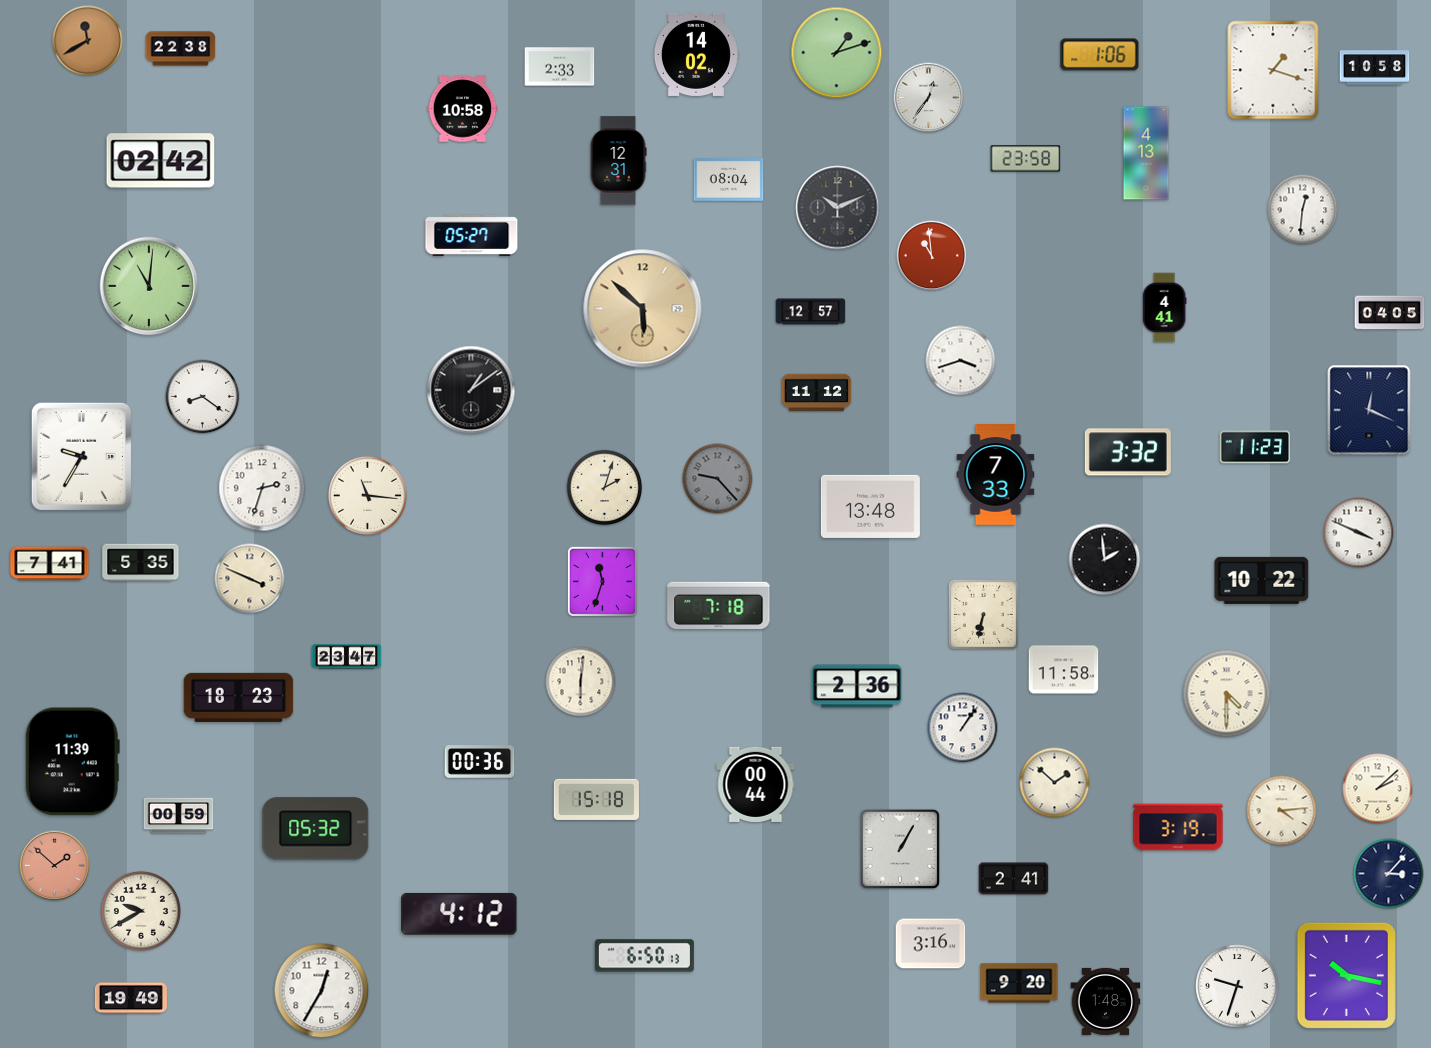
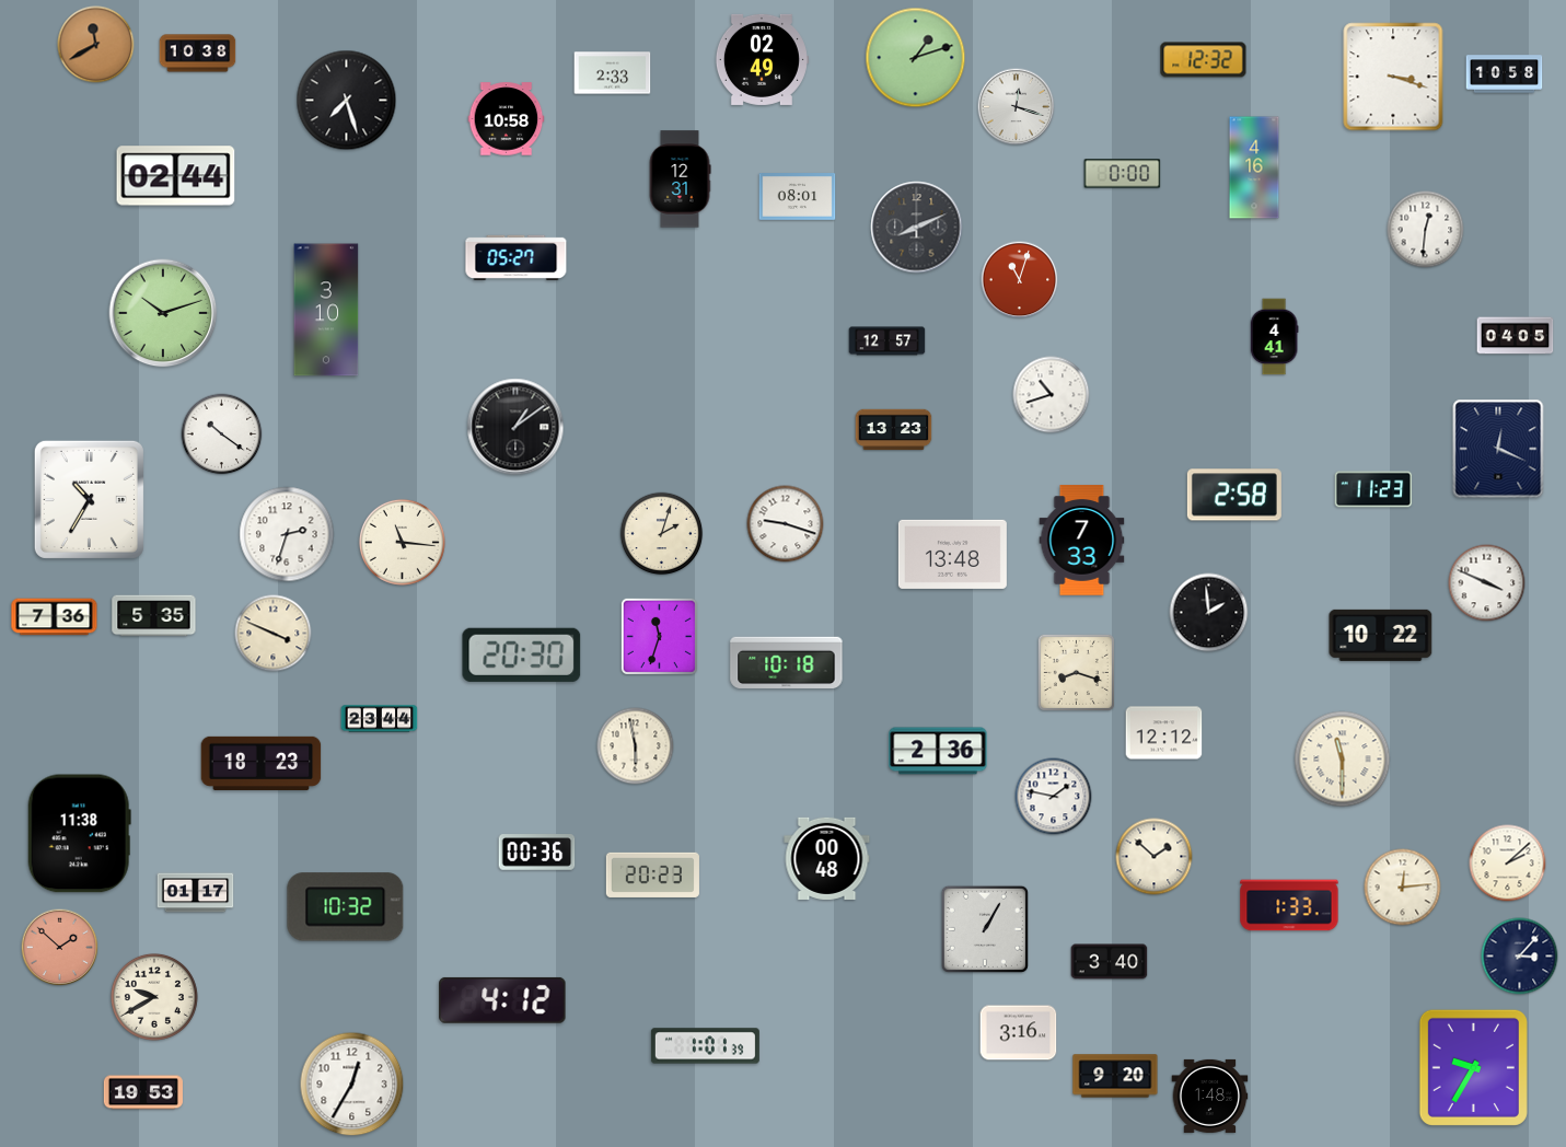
clock at (181, 49): 22:38 -> 10:38
clock at (696, 54): 14:02 -> 02:49
clock at (1100, 55): 1:06 -> 12:32
clock at (1273, 70): 1:18 -> 3:18
clock at (347, 101): none -> 7:27
clock at (929, 98): 12:36 -> 12:18
clock at (1146, 153): 4:13 -> 4:16
clock at (1026, 159): 23:58 -> 0:00
clock at (161, 161): 02:42 -> 02:44
clock at (618, 161) position: (618, 161) -> (680, 179)
clock at (729, 180): 08:04 -> 08:01
clock at (838, 208): 10:11 -> 8:11
clock at (932, 256): 10:59 -> 11:03
clock at (326, 310): none -> 3:10
clock at (149, 286): 11:01 -> 10:12
clock at (643, 309): 5:52 -> none
clock at (1390, 313) position: (1390, 313) -> (1516, 336)
clock at (961, 361): 3:42 -> 10:42
clock at (817, 393): 11:12 -> 13:23
clock at (203, 397): 8:21 -> 10:21
clock at (1128, 452): 3:32 -> 2:58
clock at (81, 456): 9:35 -> 10:35
clock at (996, 475) position: (996, 475) -> (1082, 541)
clock at (718, 479): 9:23 -> 9:18
clock at (718, 479) dial: grey -> white
clock at (50, 564): 7:41 -> 7:36
clock at (522, 654): none -> 20:30
clock at (719, 606): 7:18 -> 10:18
clock at (983, 614): 6:32 -> 8:18
clock at (347, 657): 23:47 -> 23:44
clock at (1064, 670): 11:58 -> 12:12
clock at (581, 682): 6:01 -> 5:58
clock at (1227, 694): 4:30 -> 11:30
clock at (963, 728): 1:06 -> 1:47
clock at (72, 762): 11:39 -> 11:38
clock at (480, 762) position: (480, 762) -> (537, 853)
clock at (756, 784): 00:44 -> 00:48
clock at (596, 799): 15:18 -> 20:23
clock at (1282, 811): 4:14 -> 12:14
clock at (179, 816): 00:59 -> 01:17
clock at (1178, 827): 3:19 -> 1:33
clock at (316, 829): 05:32 -> 10:32
clock at (1014, 879): 2:41 -> 3:40
clock at (644, 956): 6:50 -> 1:01
clock at (1346, 975): 10:17 -> 9:35
clock at (1237, 986): 9:33 -> none
clock at (131, 998): 19:49 -> 19:53
